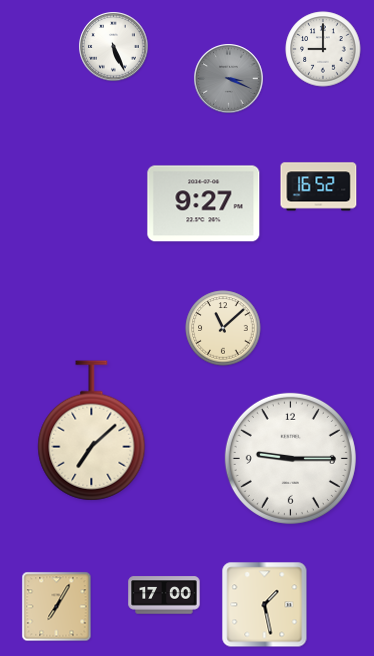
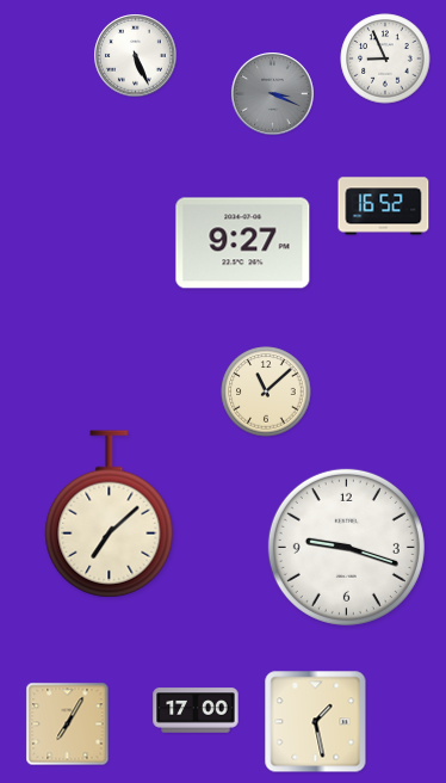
clock at (323, 49): 9:00 -> 8:56
clock at (319, 187) position: (319, 187) -> (384, 206)
clock at (290, 458): 9:15 -> 9:18
